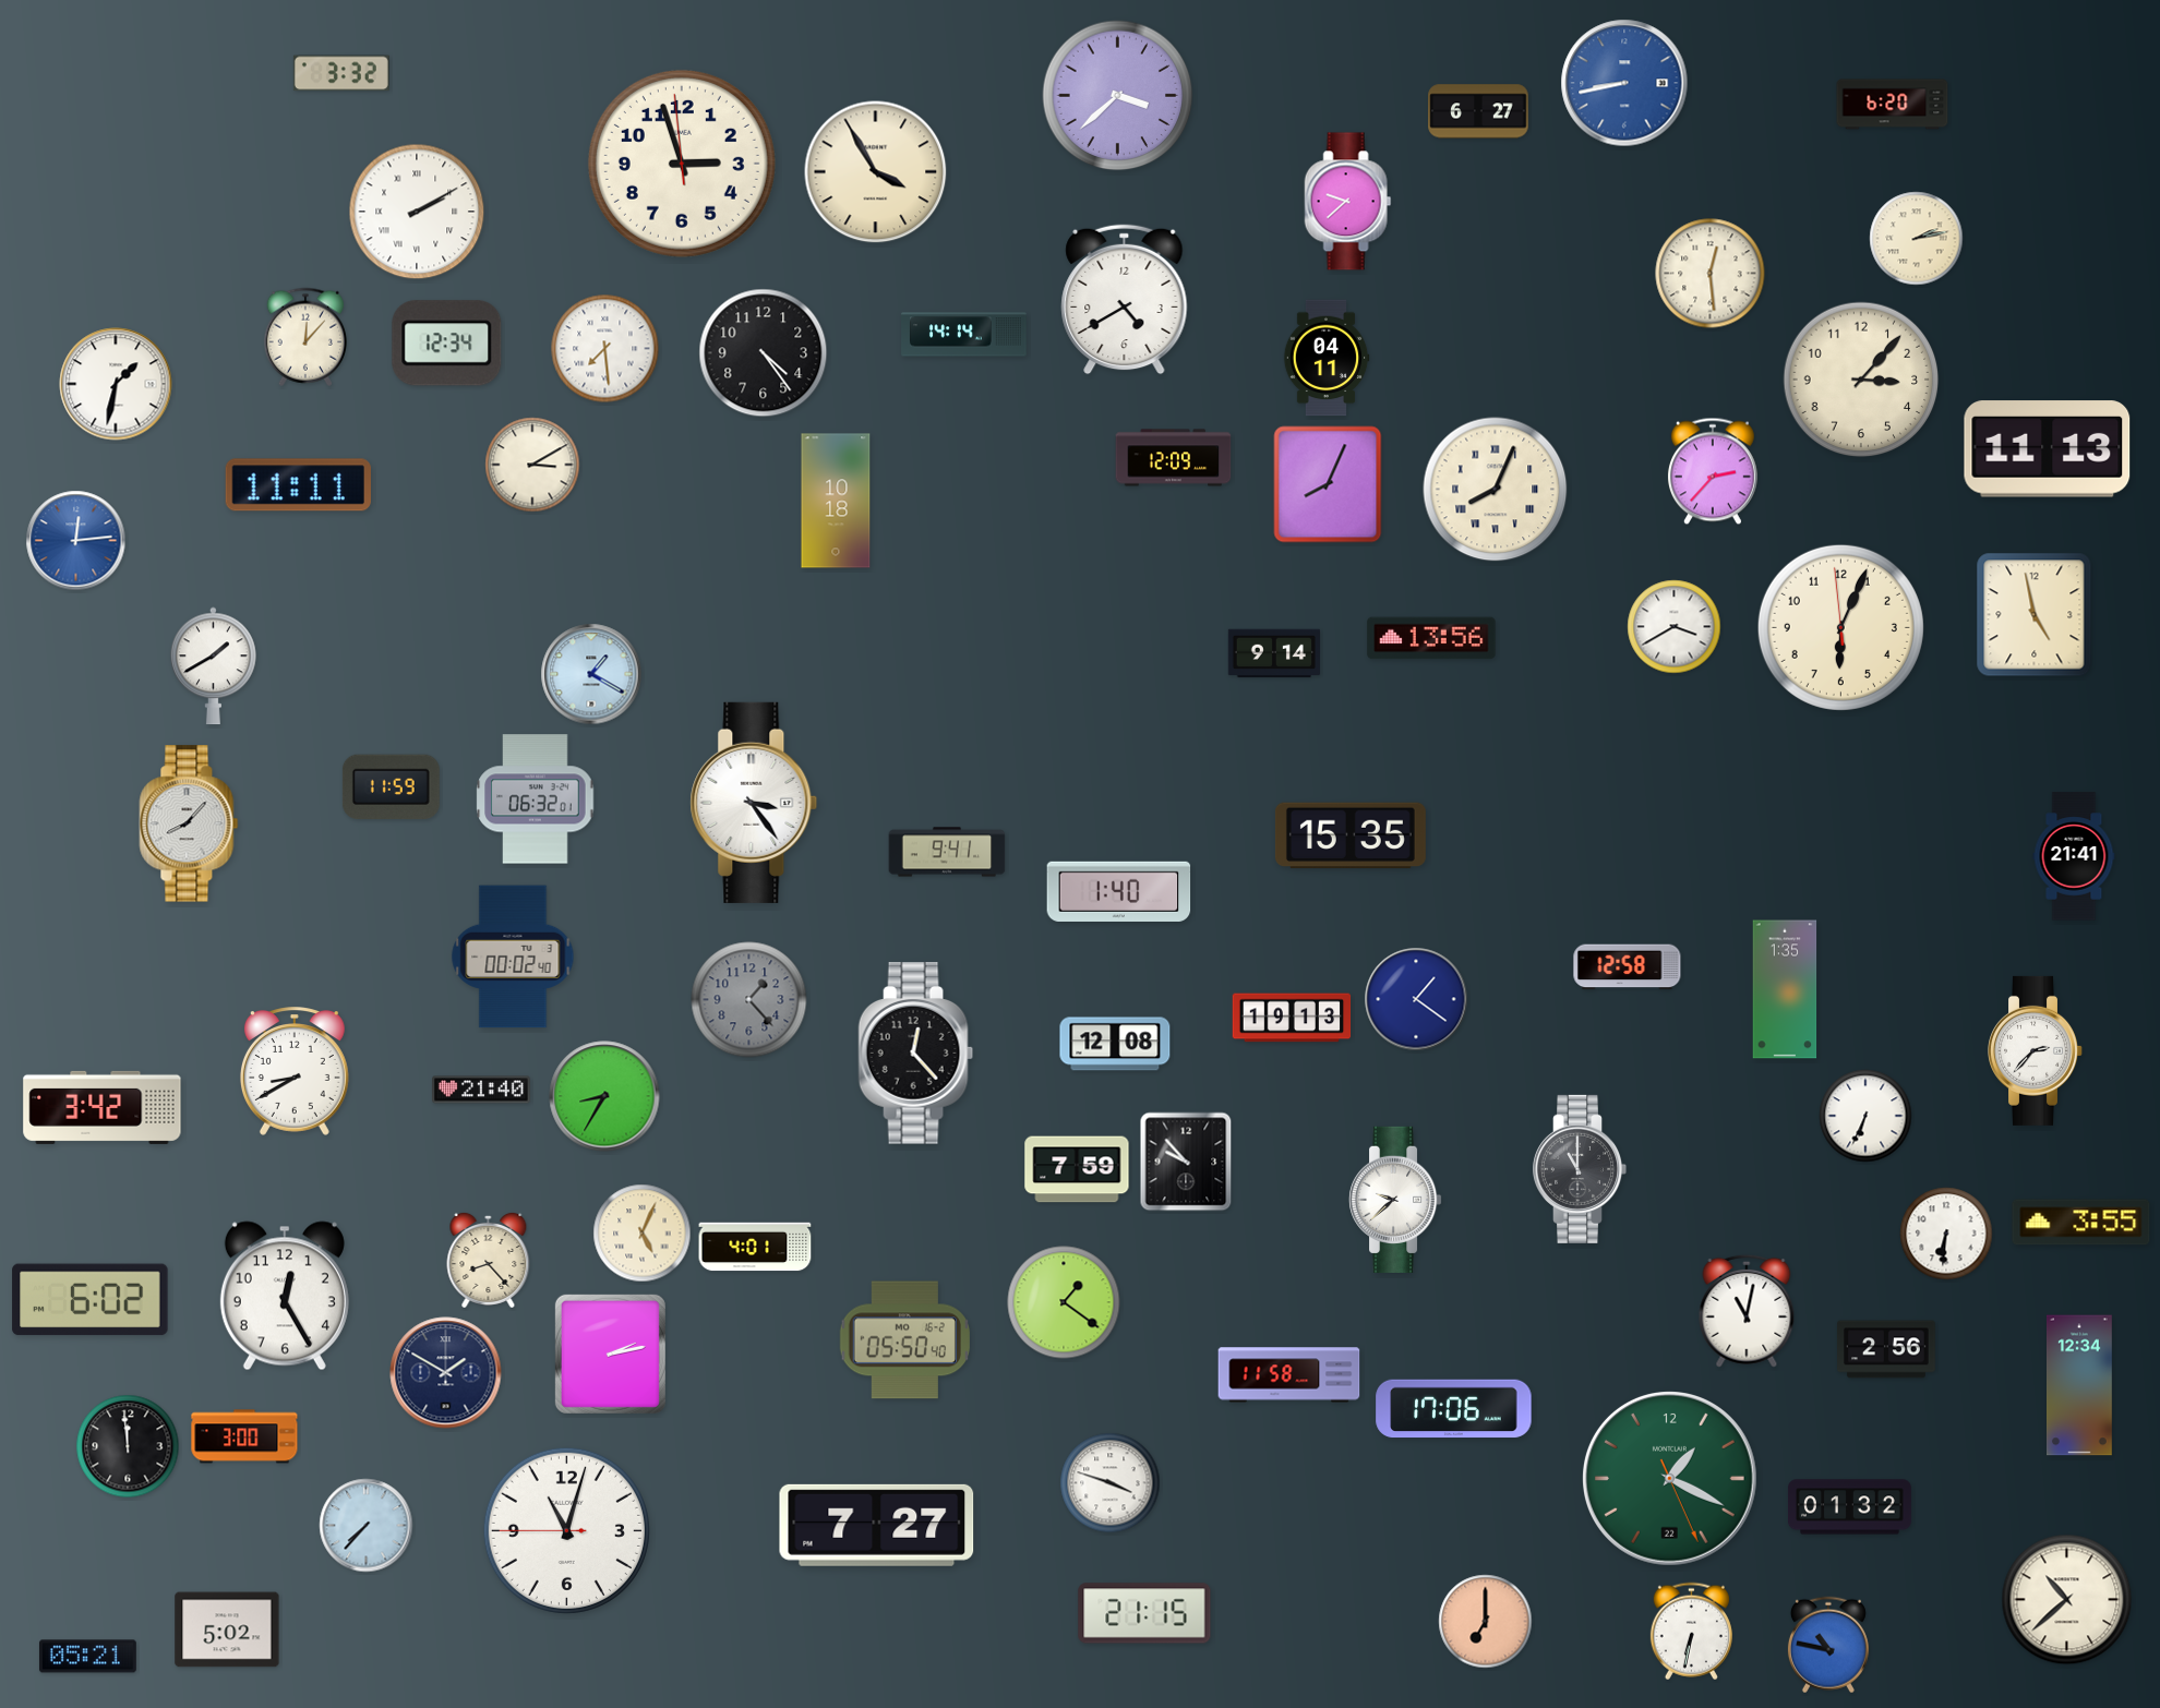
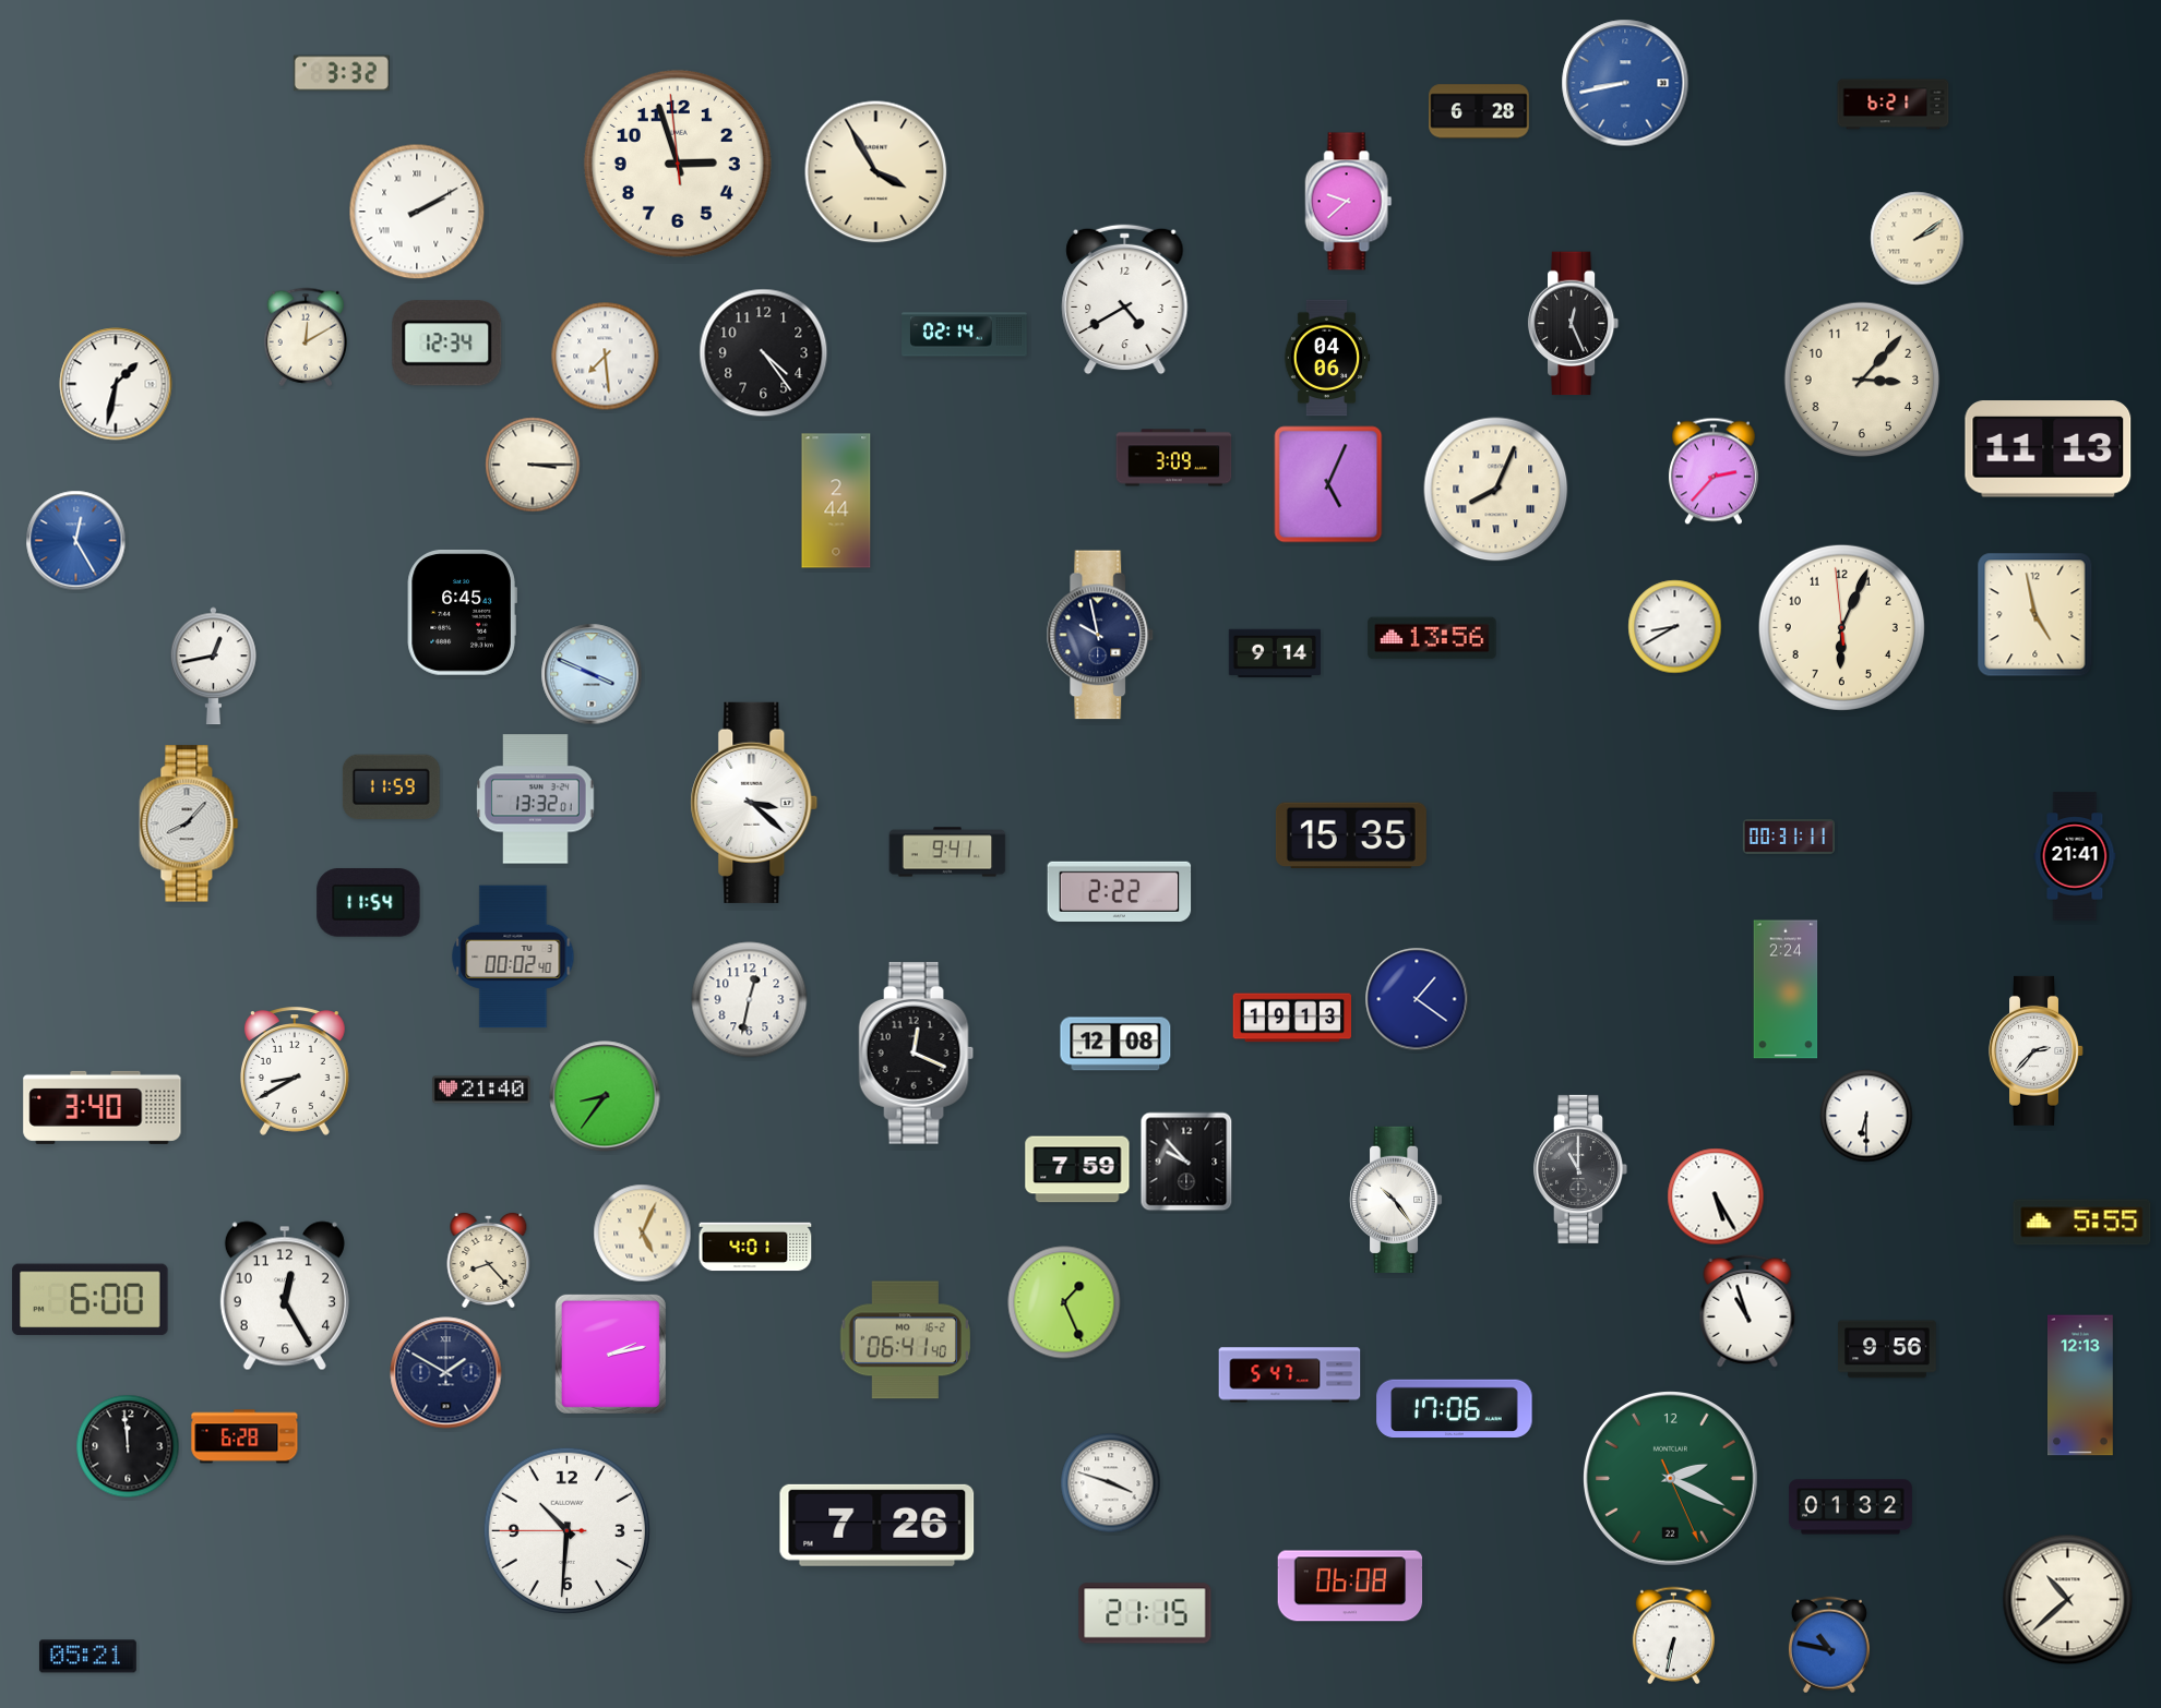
clock at (1118, 96): 3:38 -> none
clock at (1893, 105): 6:20 -> 6:21
clock at (1478, 111): 6:27 -> 6:28
clock at (682, 164) position: (682, 164) -> (678, 164)
clock at (1917, 239): 2:13 -> 2:09
clock at (1711, 274): 12:29 -> none
clock at (1574, 324): none -> 12:26
clock at (964, 335): 14:14 -> 02:14
clock at (304, 337): 12:07 -> 12:10
clock at (605, 349) position: (605, 349) -> (606, 357)
clock at (1327, 358): 04:11 -> 04:06
clock at (1174, 458): 12:09 -> 3:09
clock at (532, 465): 3:10 -> 3:15
clock at (1328, 484): 8:04 -> 5:04
clock at (298, 485): 11:11 -> none
clock at (836, 501): 10:18 -> 2:44
clock at (76, 541): 12:14 -> 12:25
clock at (462, 612): none -> 6:45
clock at (1675, 627): 3:40 -> 8:40
clock at (1100, 635): none -> 9:58
clock at (214, 666): 1:40 -> 12:43
clock at (591, 674): 1:20 -> 3:49
clock at (536, 799): 06:32 -> 13:32
clock at (754, 803): 3:24 -> 3:22
clock at (1789, 837): none -> 00:31
clock at (1119, 891): 1:40 -> 2:22
clock at (369, 903): none -> 11:54
clock at (1628, 967): 12:58 -> none
clock at (1785, 989): 1:35 -> 2:24
clock at (749, 1000): 1:23 -> 12:32
clock at (749, 1000) dial: grey -> white
clock at (916, 1054): 12:23 -> 12:19
clock at (604, 1096): 8:35 -> 8:36
clock at (103, 1107): 3:42 -> 3:40
clock at (1865, 1116): 6:34 -> 6:30
clock at (1716, 1196): none -> 5:25
clock at (1395, 1200): 9:38 -> 10:24
clock at (2081, 1223): 3:55 -> 5:55
clock at (1946, 1234): 6:31 -> none
clock at (91, 1300): 6:02 -> 6:00
clock at (1064, 1302): 1:21 -> 1:26
clock at (1747, 1311): 11:02 -> 10:57
clock at (904, 1340): 05:50 -> 06:41
clock at (1886, 1349): 2:56 -> 9:56
clock at (1289, 1375): 11:58 -> 5:47
clock at (2080, 1385): 12:34 -> 12:13
clock at (244, 1436): 3:00 -> 6:28
clock at (1670, 1479): 1:19 -> 2:19
clock at (877, 1525): 7:27 -> 7:26
clock at (367, 1526): 7:37 -> none
clock at (566, 1530): 11:02 -> 10:30
clock at (1350, 1586): none -> 06:08
clock at (1486, 1622): 7:00 -> none
clock at (227, 1629): 5:02 -> none
clock at (1691, 1632) position: (1691, 1632) -> (1673, 1636)
